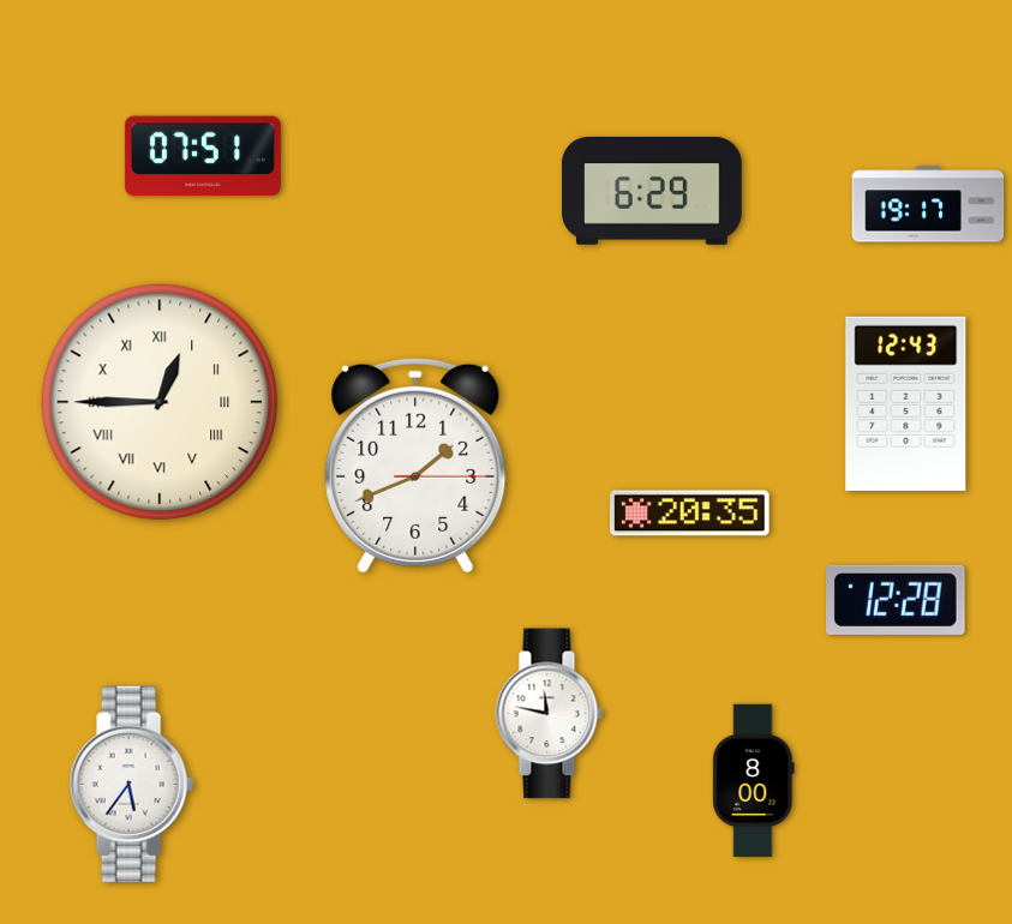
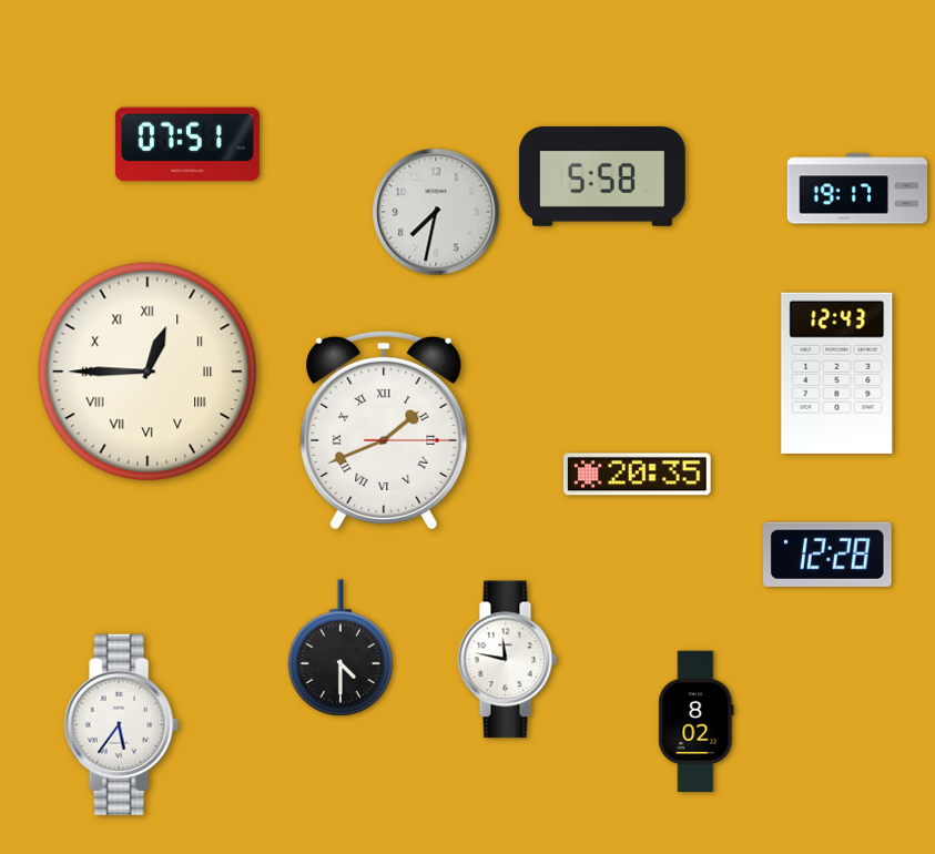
clock at (652, 192): 6:29 -> 5:58
clock at (436, 212): none -> 7:32
clock at (415, 466) numerals: Arabic -> Roman
clock at (341, 648): none -> 4:30
clock at (754, 781): 8:00 -> 8:02
